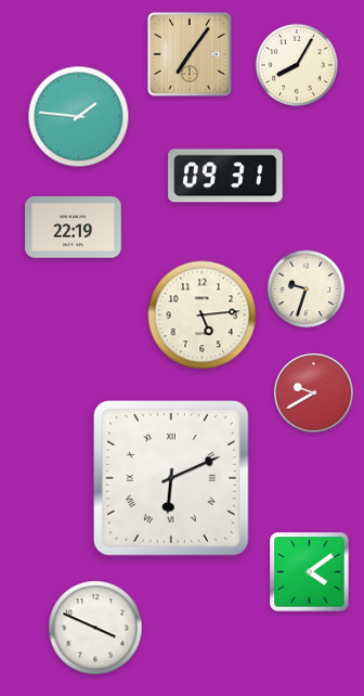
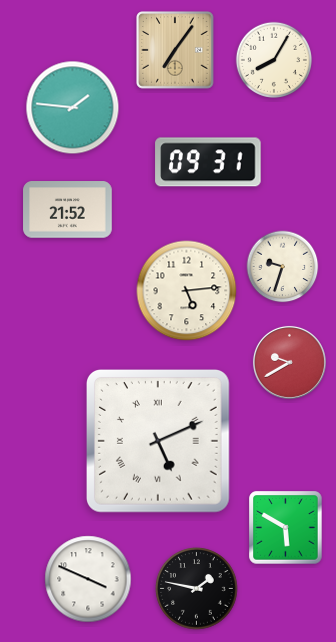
clock at (74, 228): 22:19 -> 21:52
clock at (172, 479): 6:11 -> 5:11
clock at (310, 572): 4:09 -> 5:50
clock at (197, 589): none -> 1:47
